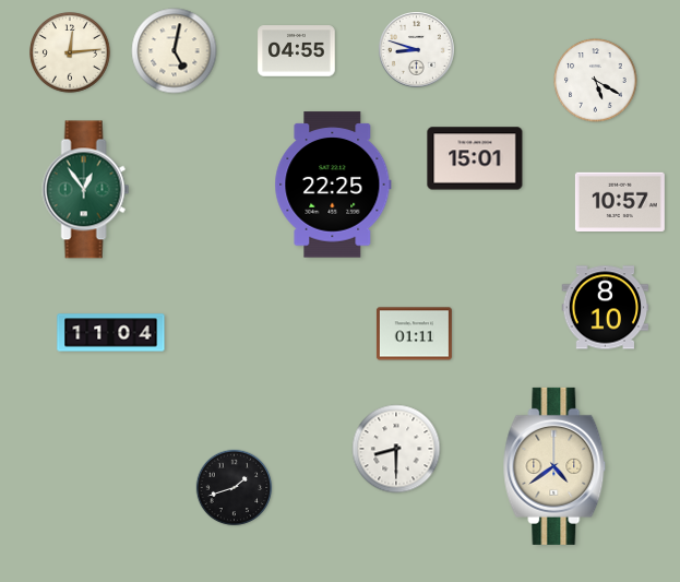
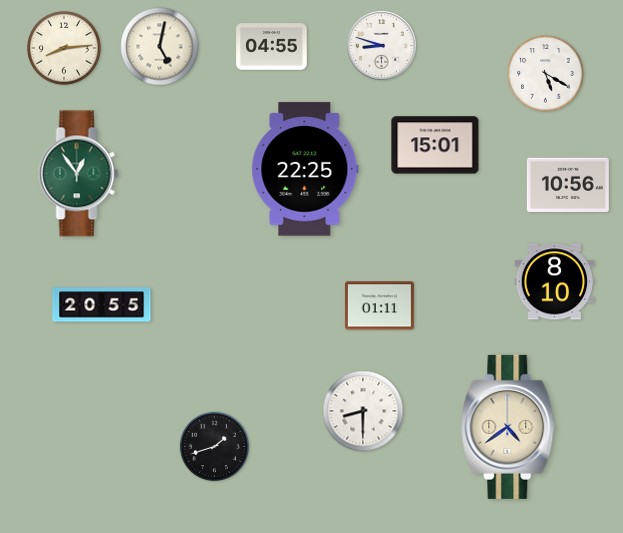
clock at (71, 54): 12:14 -> 8:14
clock at (620, 201): 10:57 -> 10:56
clock at (111, 333): 11:04 -> 20:55
